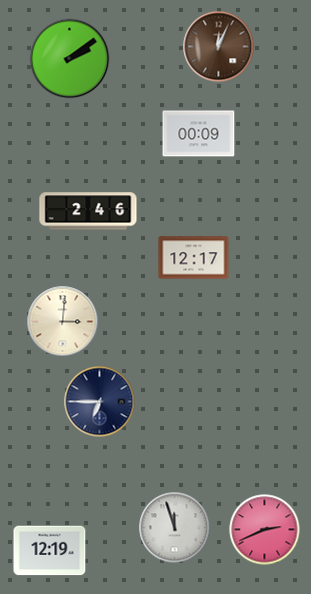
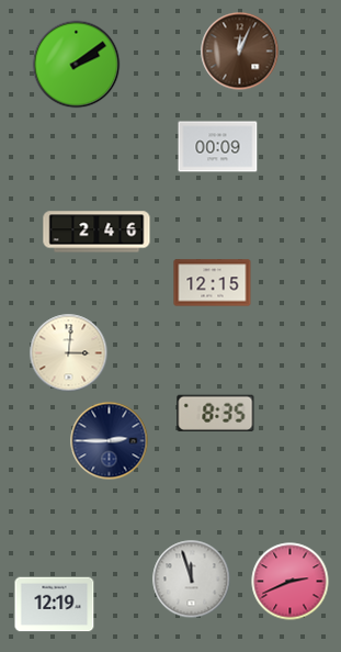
clock at (194, 258): 12:17 -> 12:15
clock at (216, 413): none -> 8:35
clock at (100, 402): 6:45 -> 2:45
